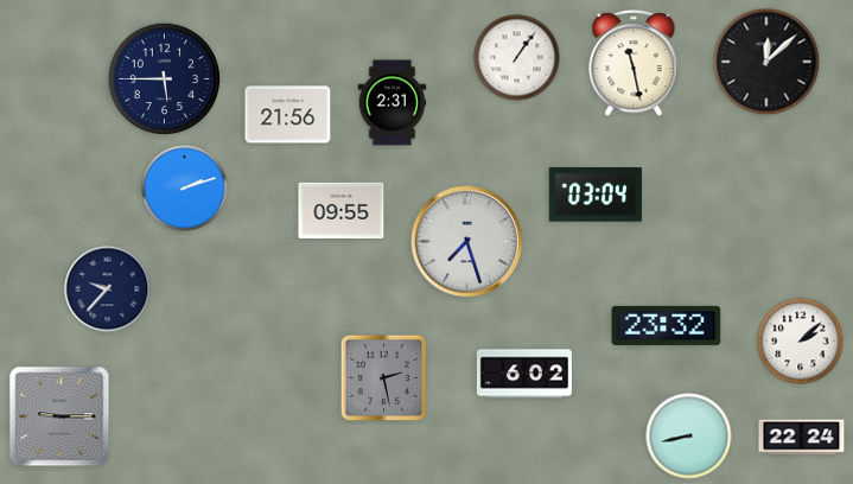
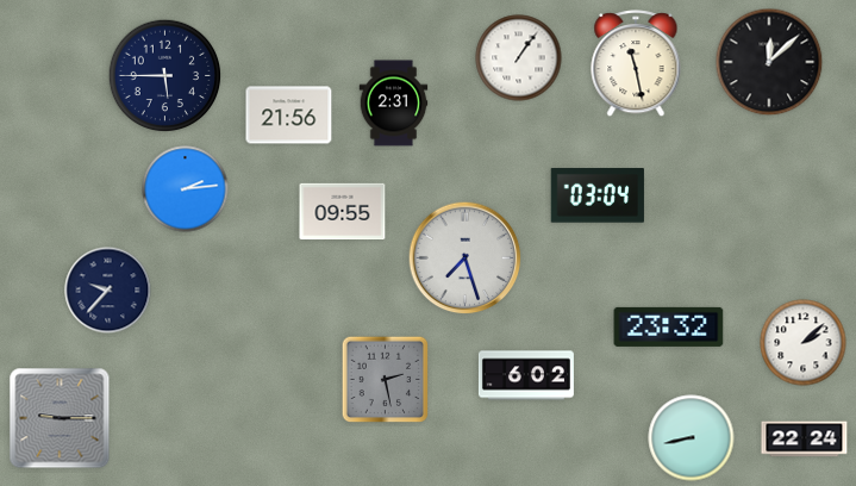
clock at (165, 79) position: (165, 79) -> (165, 76)
clock at (185, 189): 2:12 -> 2:14
clock at (467, 242) position: (467, 242) -> (466, 258)
